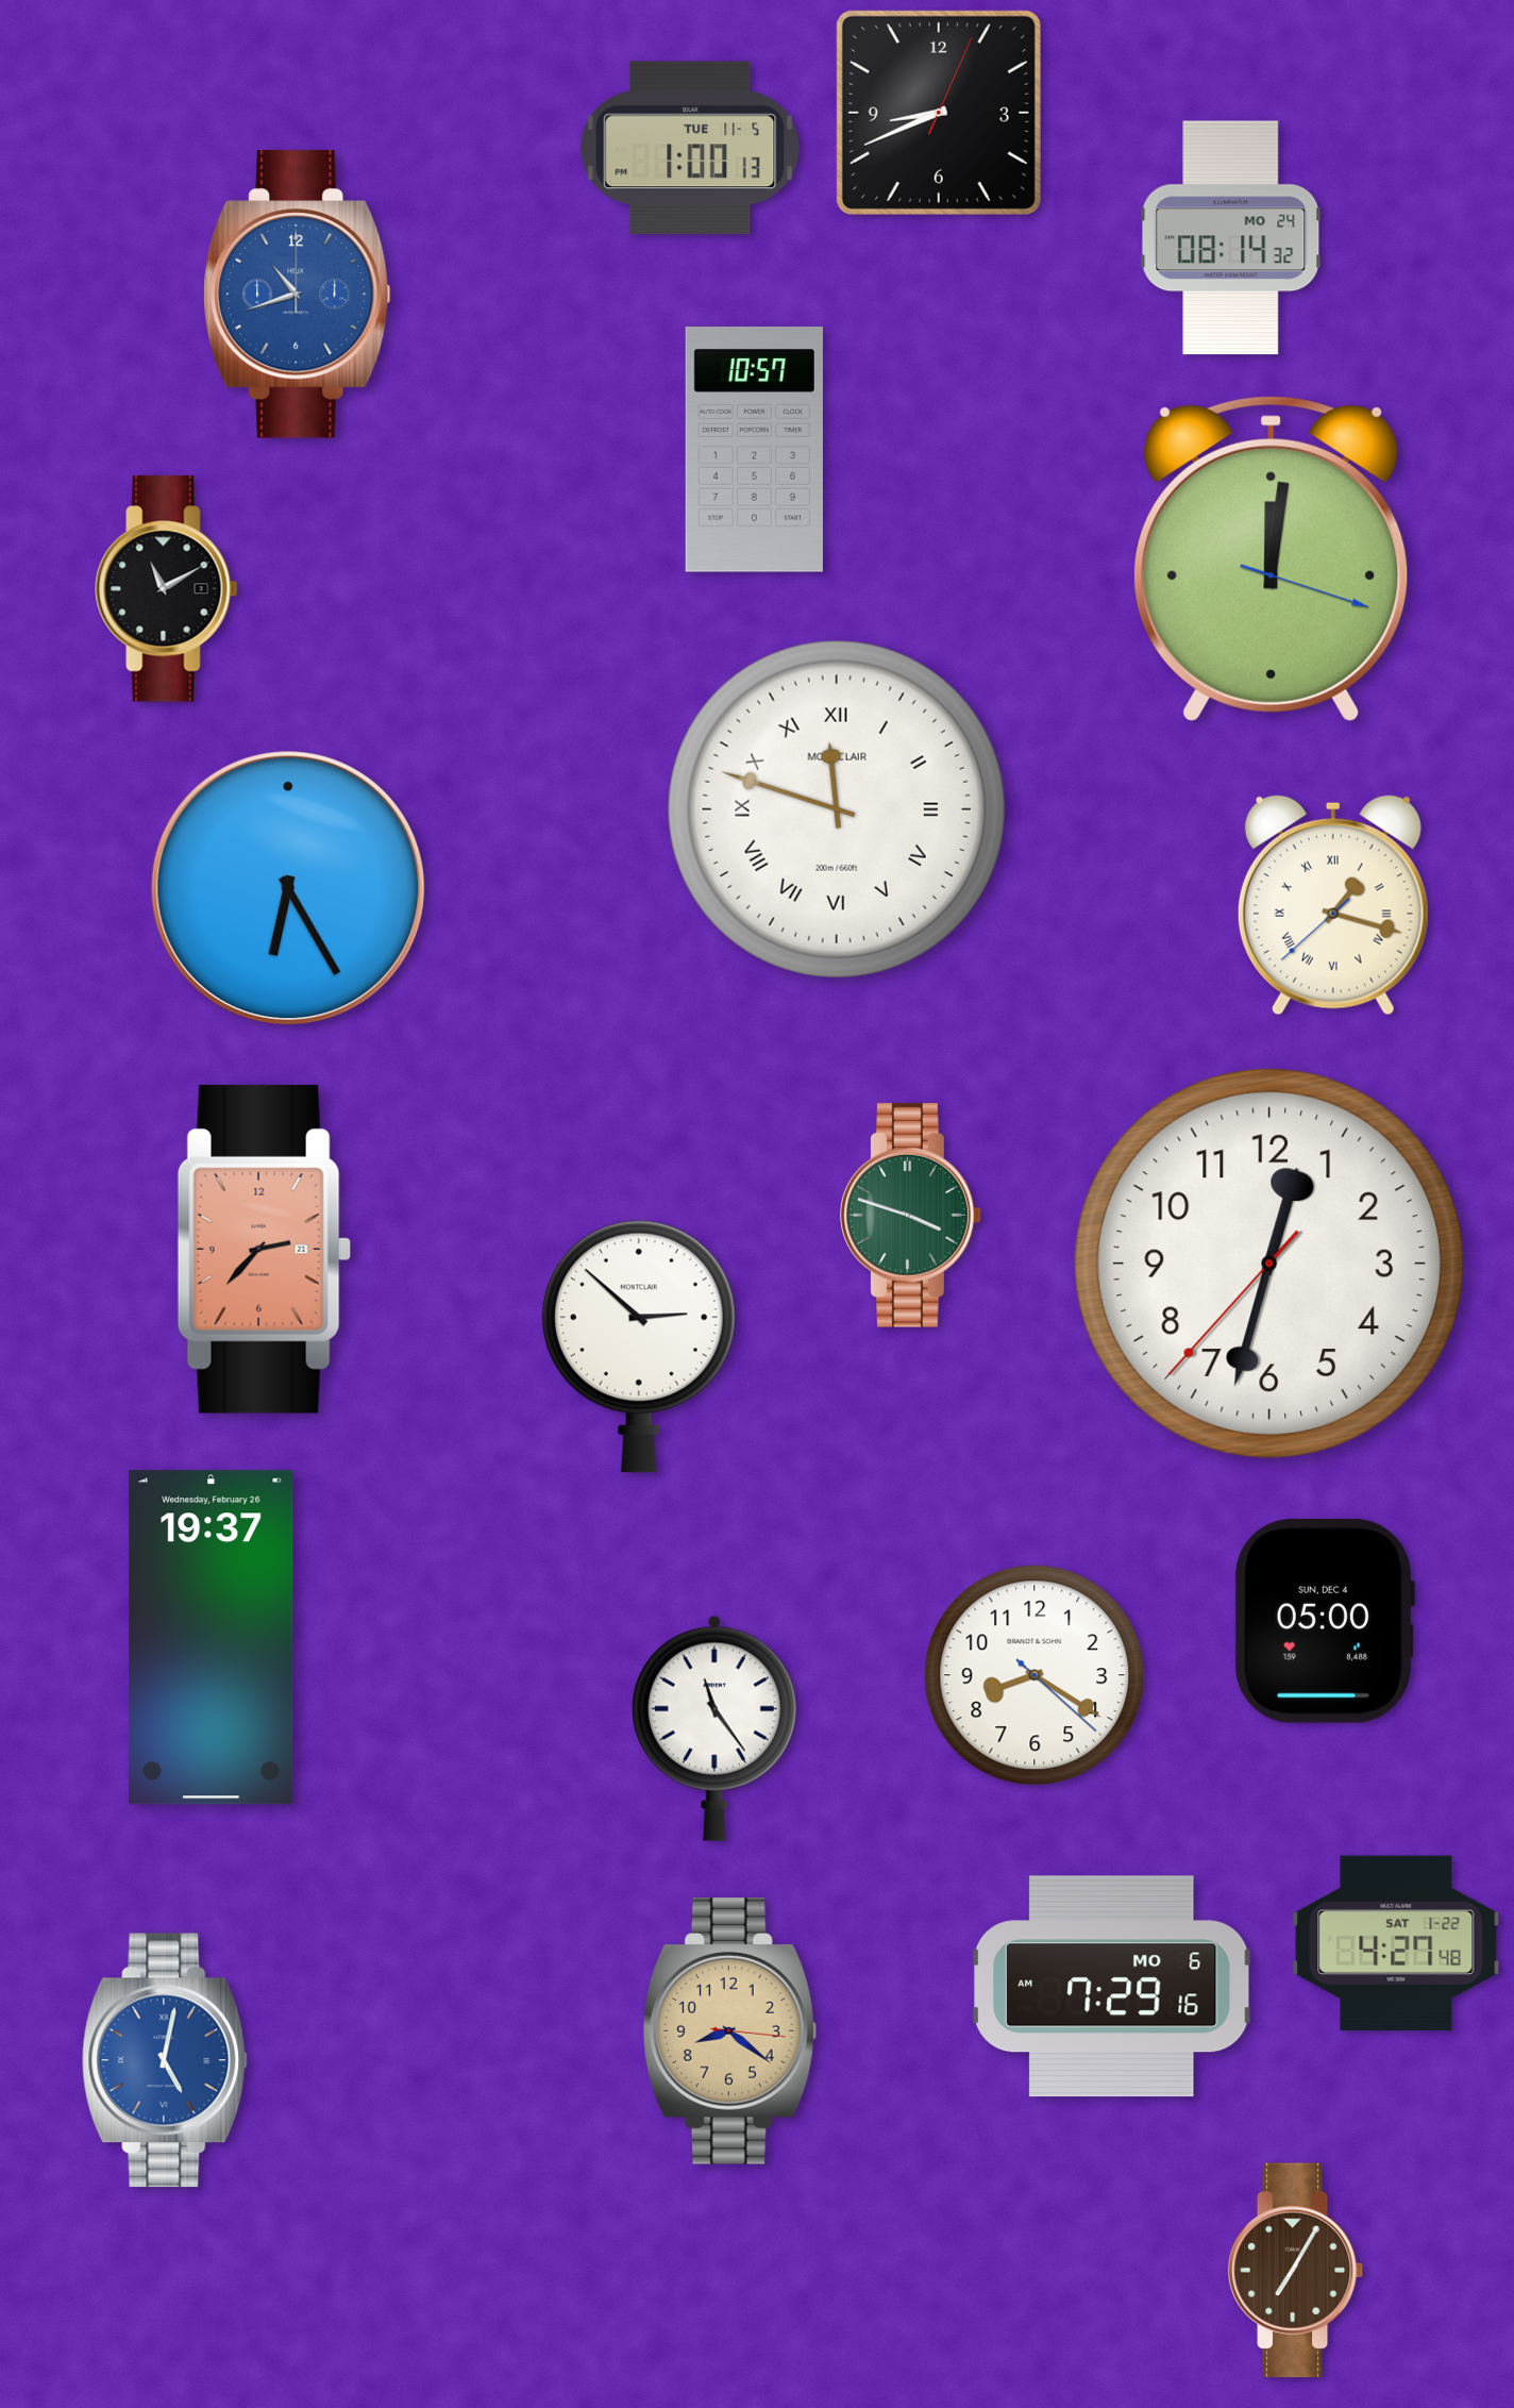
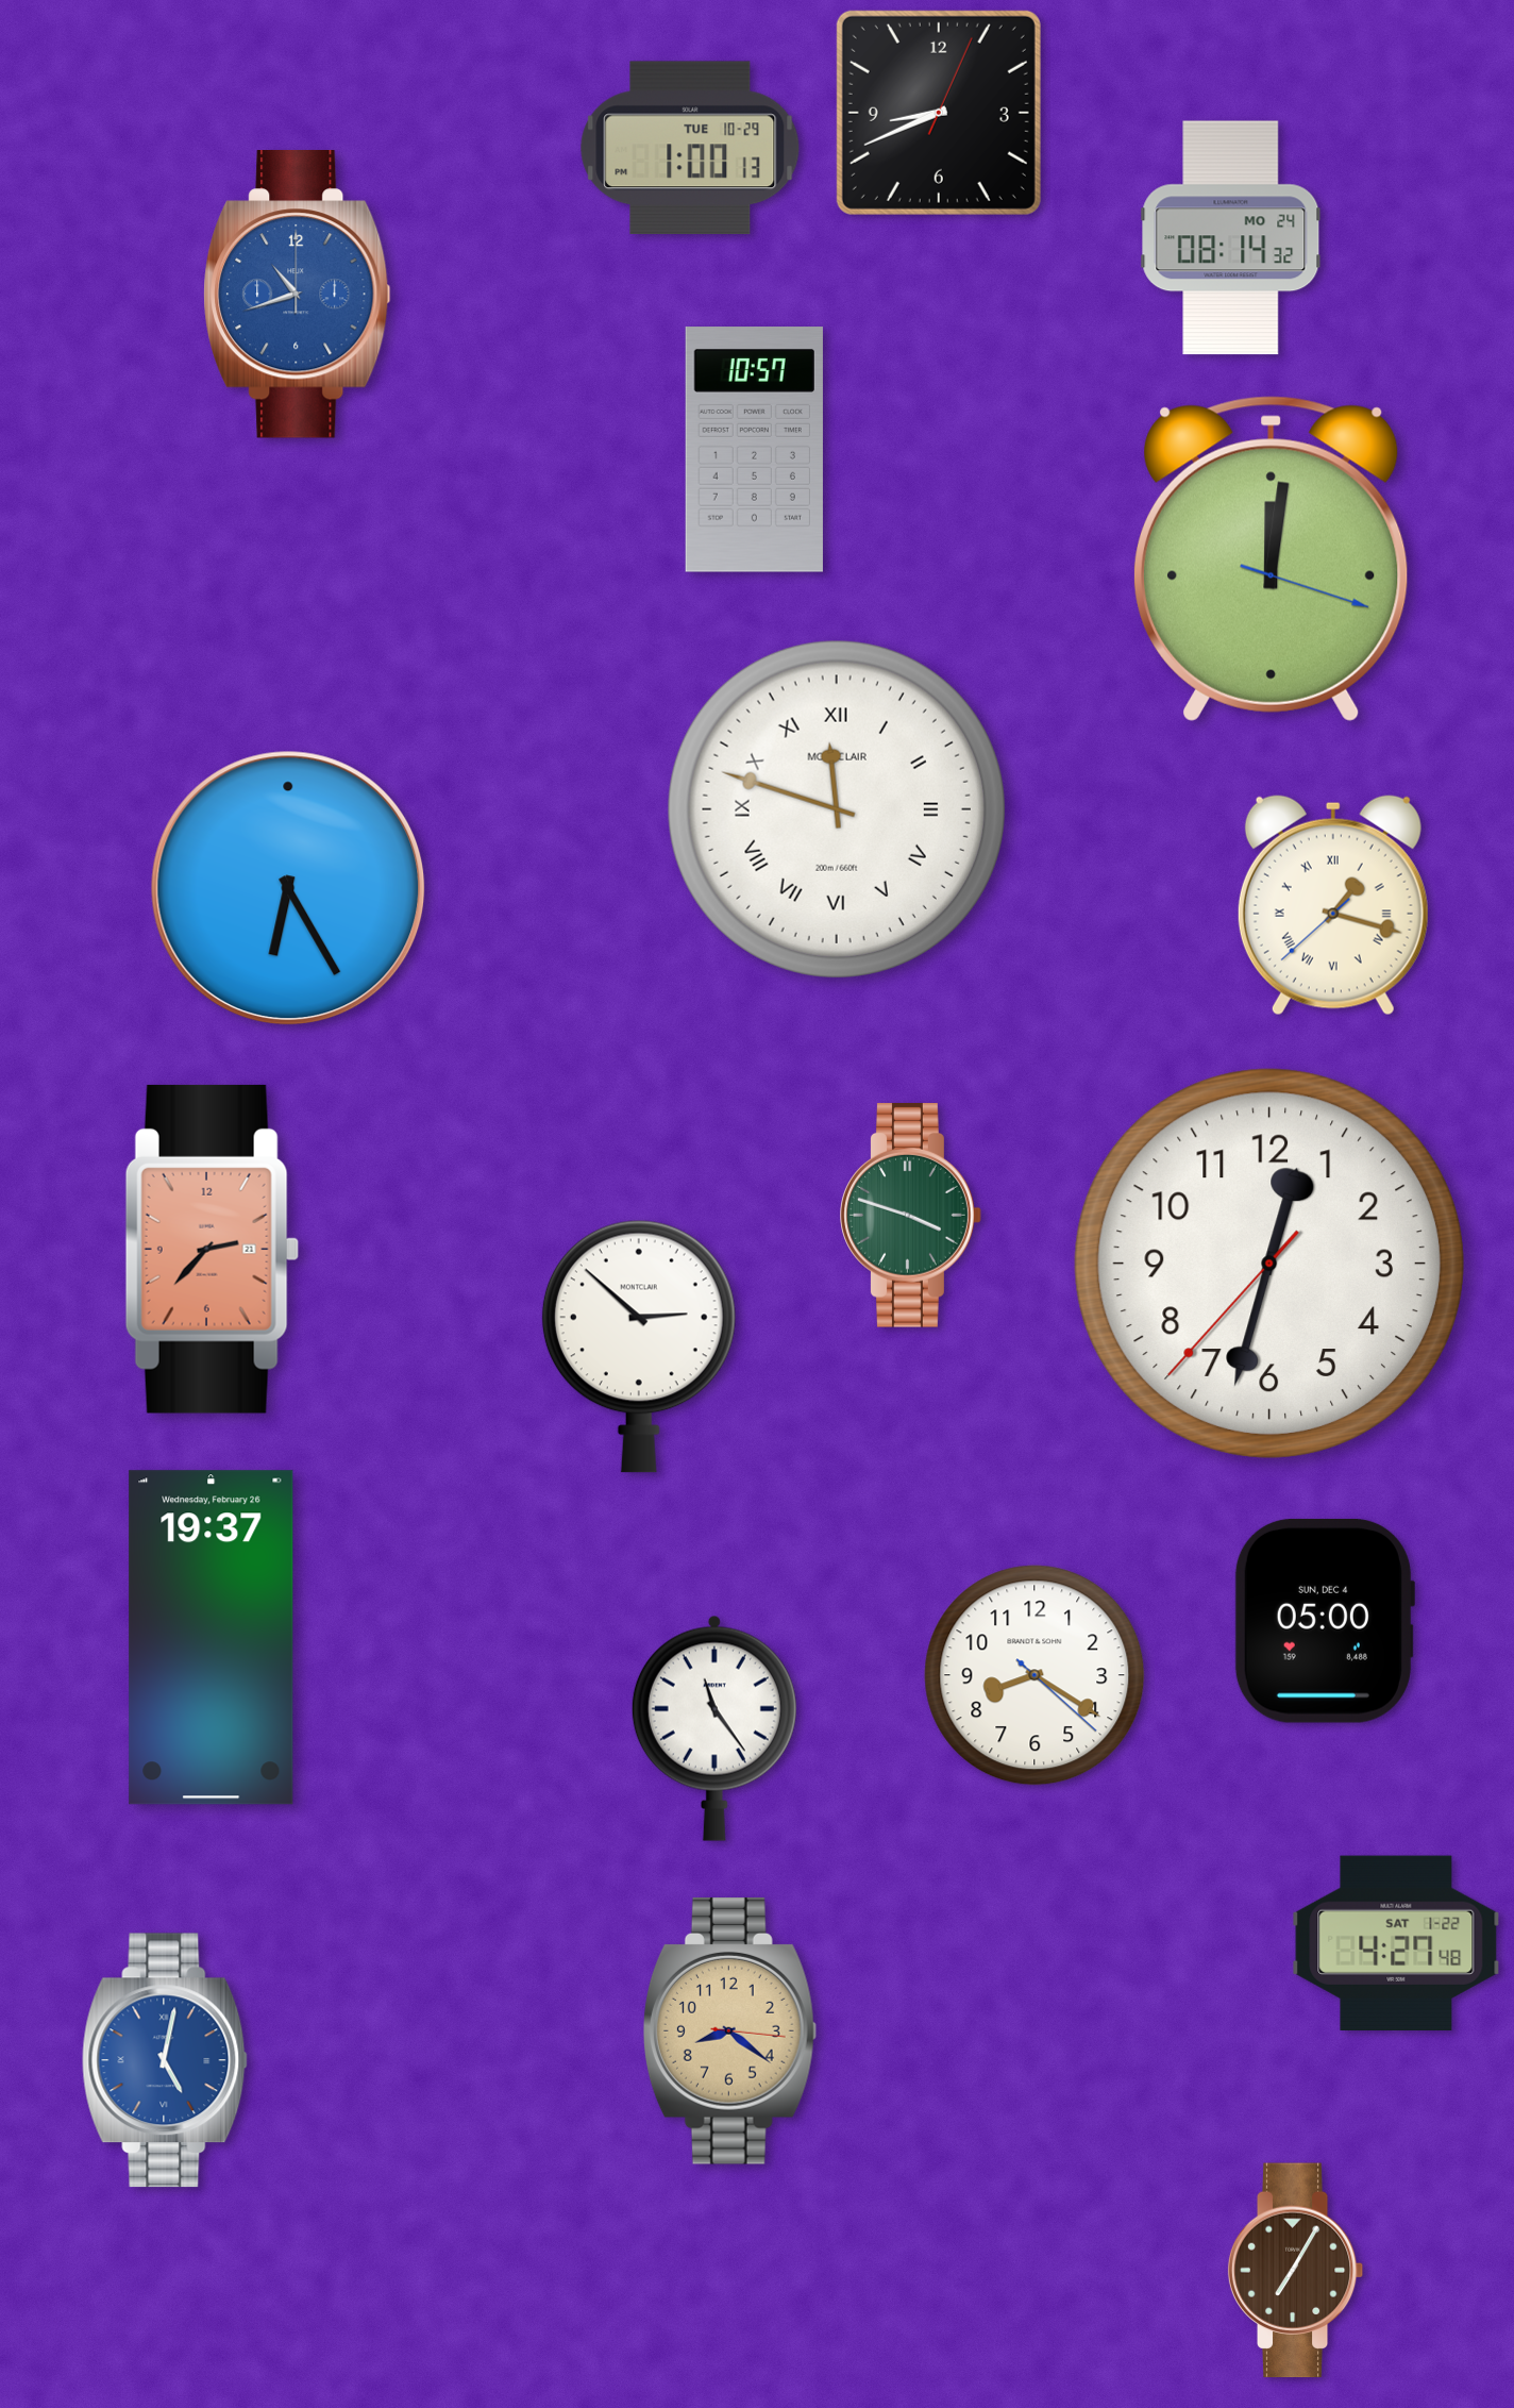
clock at (690, 148) date: TUE 11-5 -> TUE 10-29
clock at (167, 589): 11:10 -> none
clock at (264, 1249) position: (264, 1249) -> (212, 1249)
clock at (1112, 1987): 7:29 -> none
